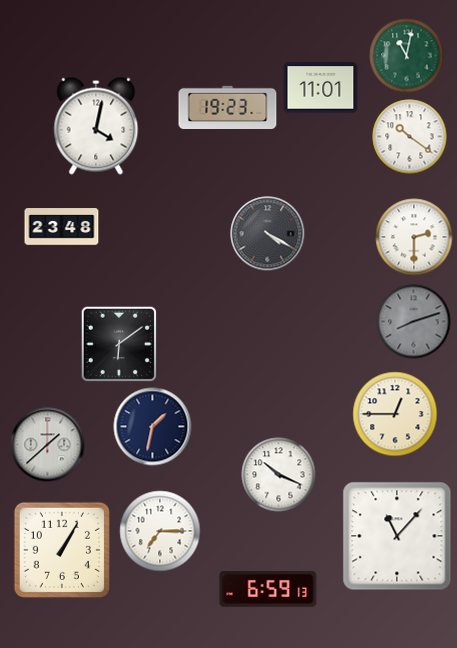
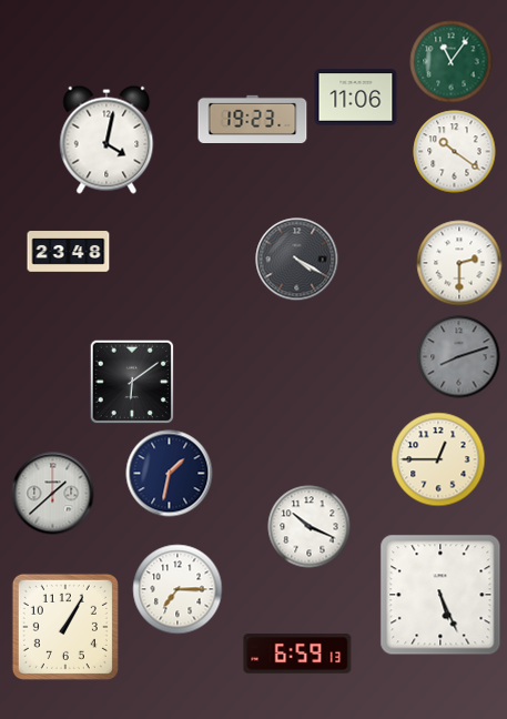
clock at (407, 56): 11:02 -> 11:06
clock at (321, 88): 11:01 -> 11:06
clock at (397, 536): 11:07 -> 5:26
clock at (62, 550) position: (62, 550) -> (65, 627)
